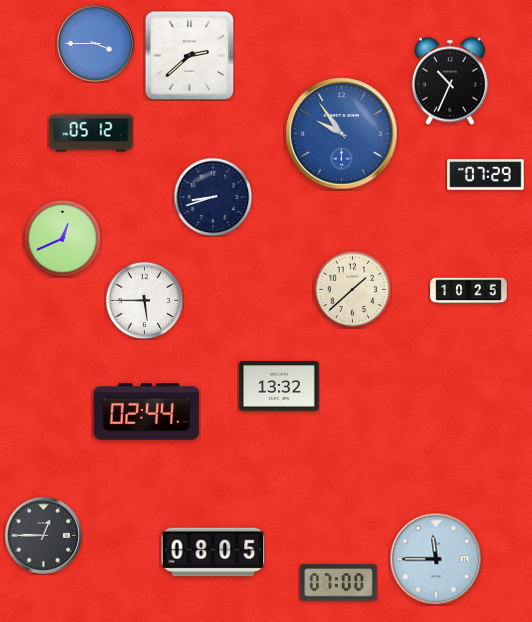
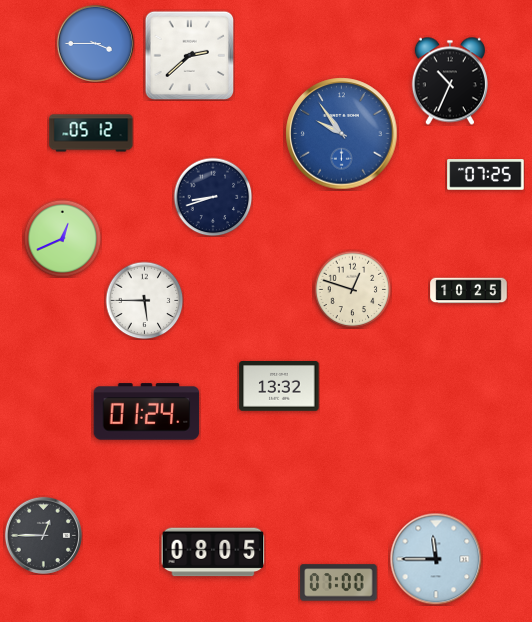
clock at (486, 175): 07:29 -> 07:25
clock at (352, 289): 1:38 -> 12:48
clock at (147, 412): 02:44 -> 01:24
